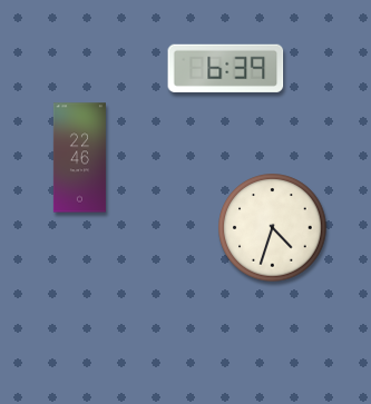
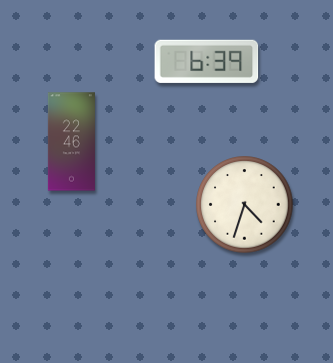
clock at (226, 68) position: (226, 68) -> (207, 61)
